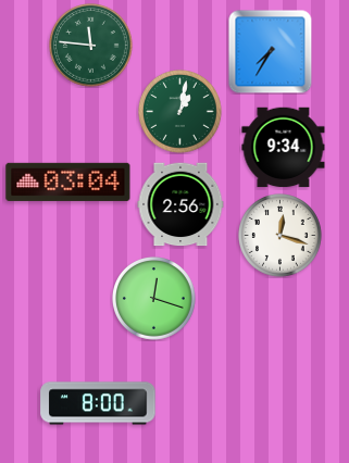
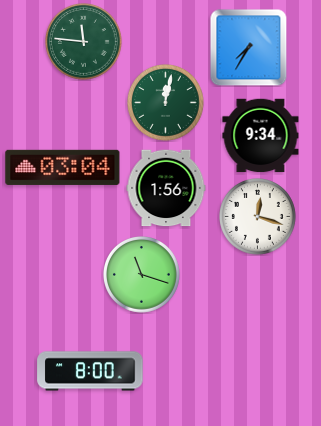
clock at (180, 112): 1:02 -> 12:02
clock at (180, 204): 2:56 -> 1:56
clock at (154, 299): 12:18 -> 11:18
